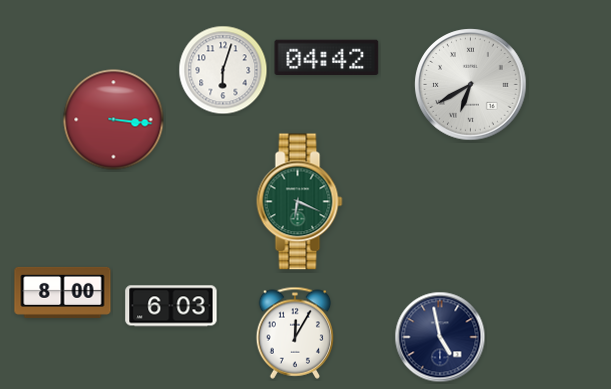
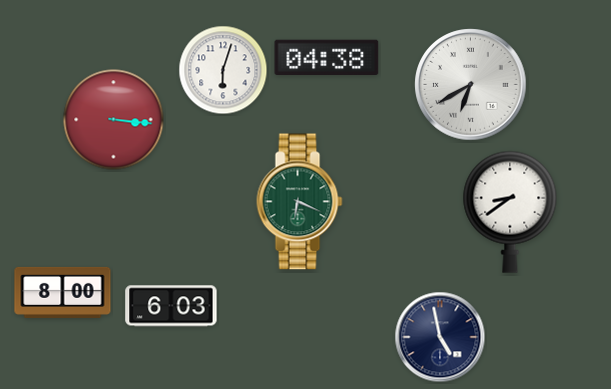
clock at (327, 57): 04:42 -> 04:38
clock at (510, 212): none -> 8:39
clock at (295, 333): 12:05 -> none
